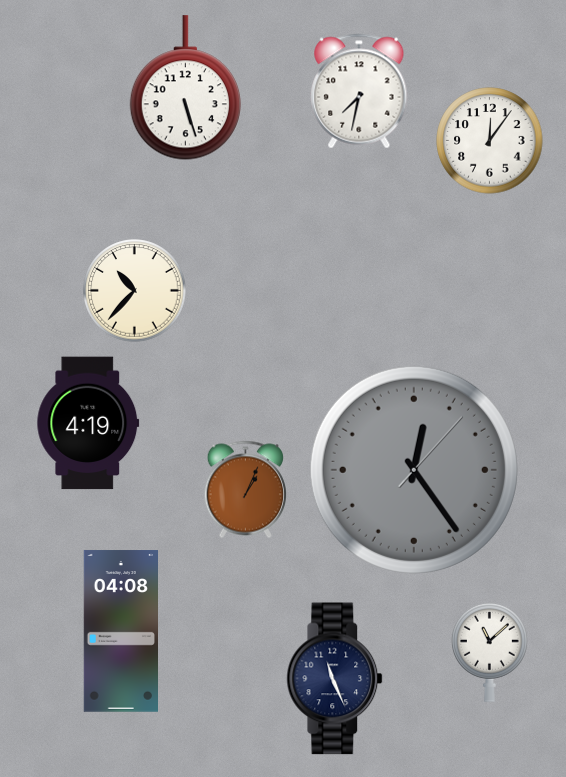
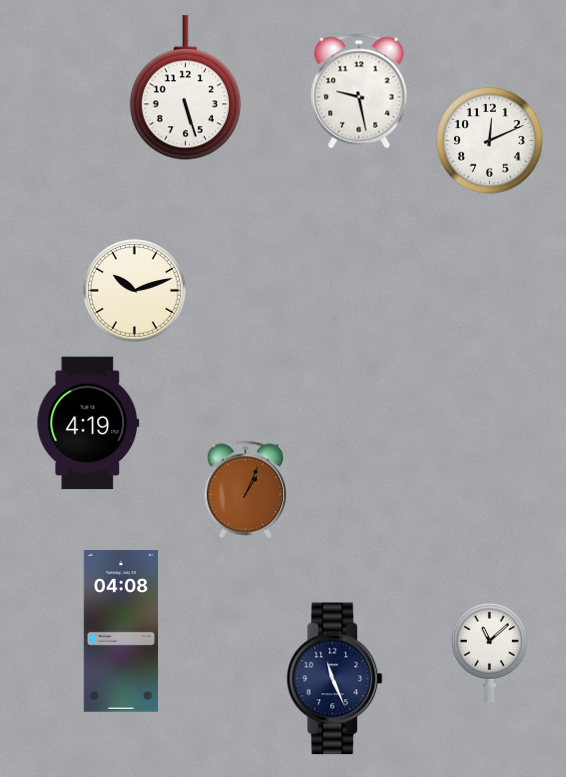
clock at (359, 91): 7:32 -> 9:28
clock at (490, 141): 12:06 -> 12:11
clock at (135, 291): 10:37 -> 10:12
clock at (414, 470): 12:24 -> none
